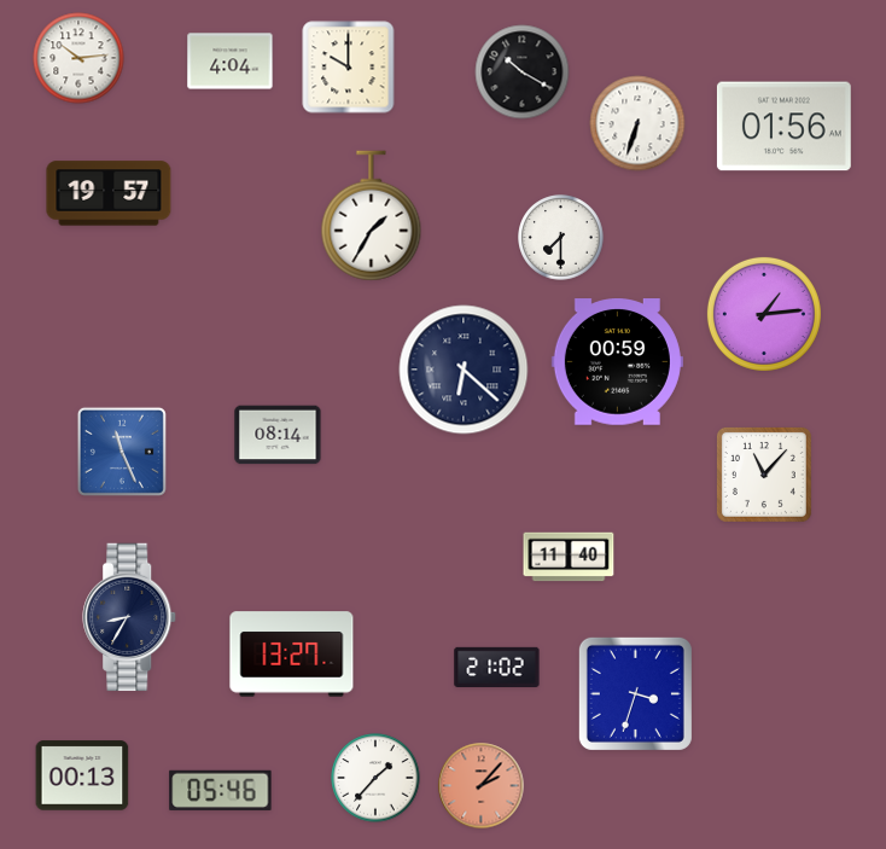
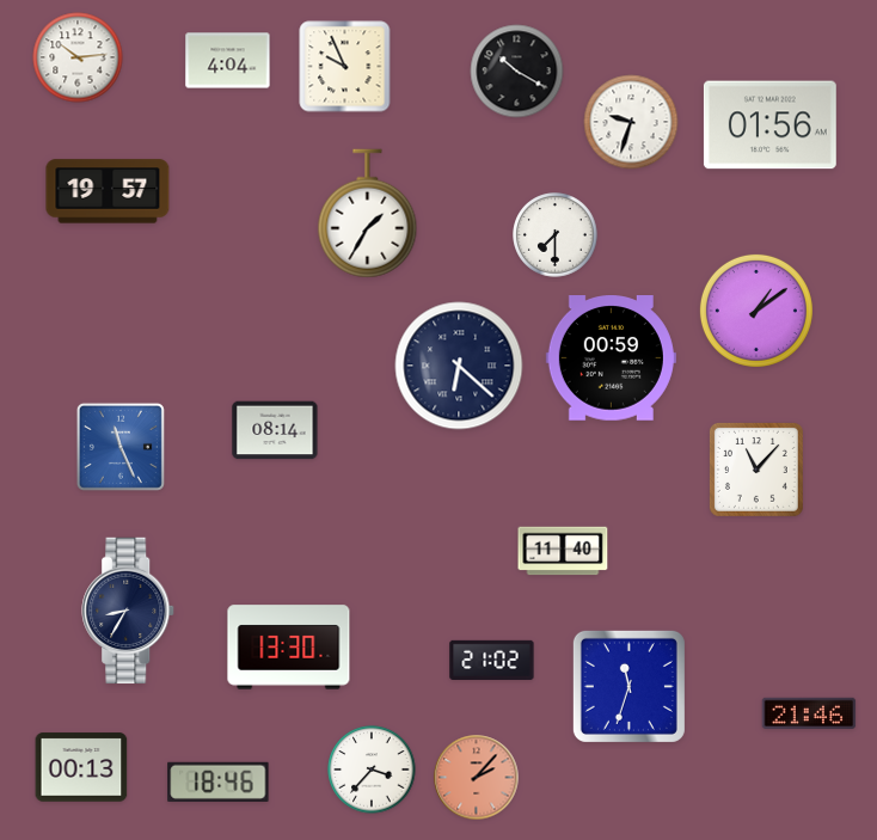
clock at (349, 68): 10:00 -> 9:56
clock at (637, 123): 6:33 -> 9:33
clock at (783, 127) position: (783, 127) -> (769, 125)
clock at (764, 314): 1:14 -> 1:09
clock at (292, 655): 13:27 -> 13:30
clock at (635, 693): 3:33 -> 11:33
clock at (809, 712): none -> 21:46
clock at (375, 778): 1:37 -> 3:37
clock at (221, 790): 05:46 -> 18:46
